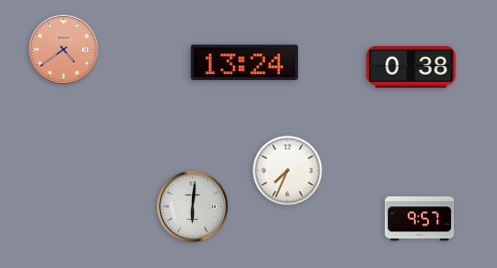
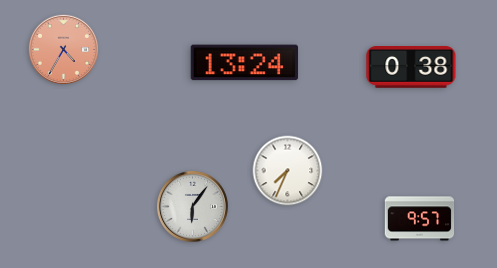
clock at (63, 49): 4:39 -> 4:35
clock at (192, 206): 6:01 -> 6:06
